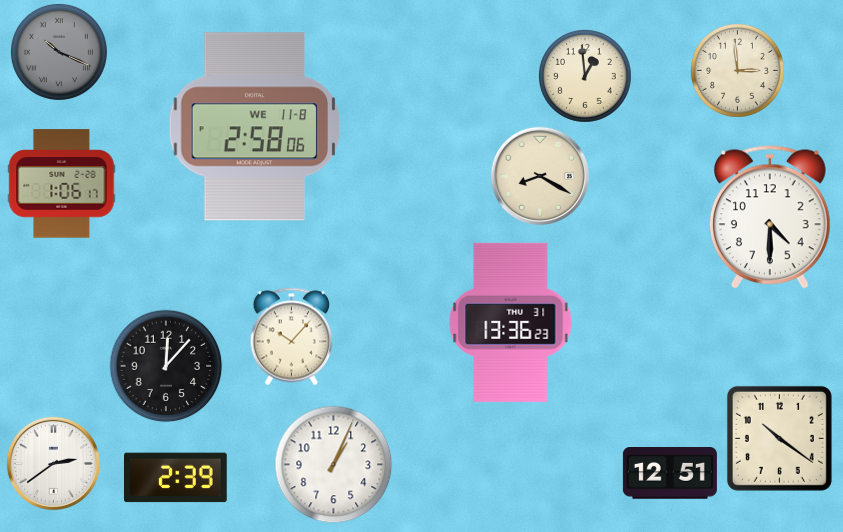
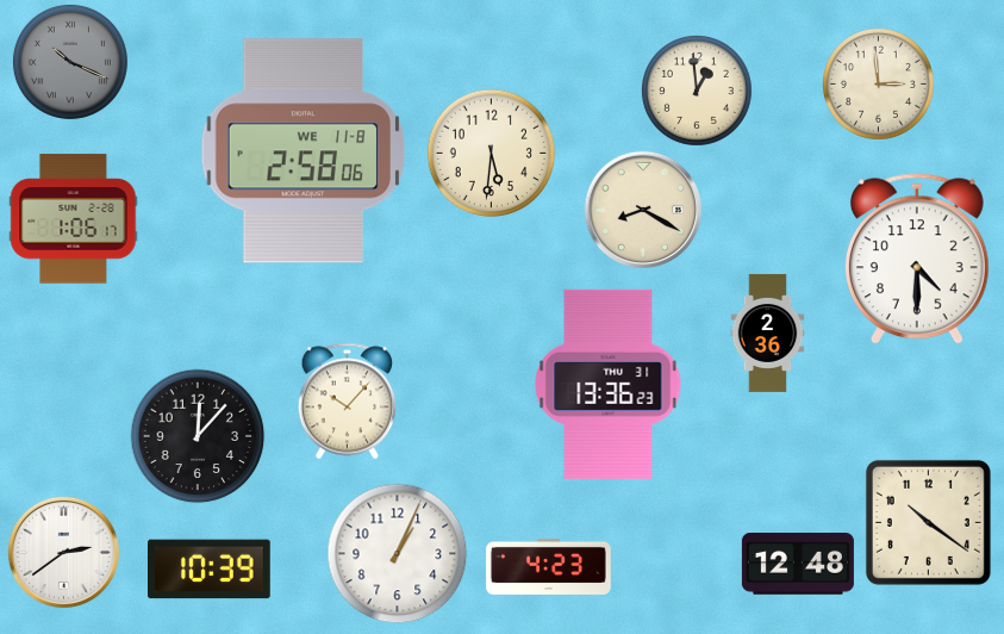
clock at (491, 153): none -> 5:31
clock at (768, 332): none -> 2:36
clock at (670, 473): 12:51 -> 12:48
clock at (549, 566): none -> 4:23
clock at (176, 478): 2:39 -> 10:39
